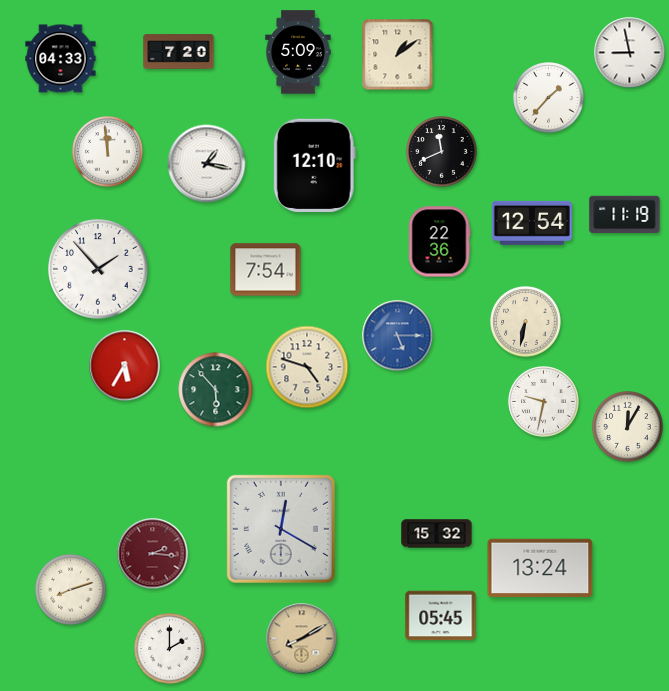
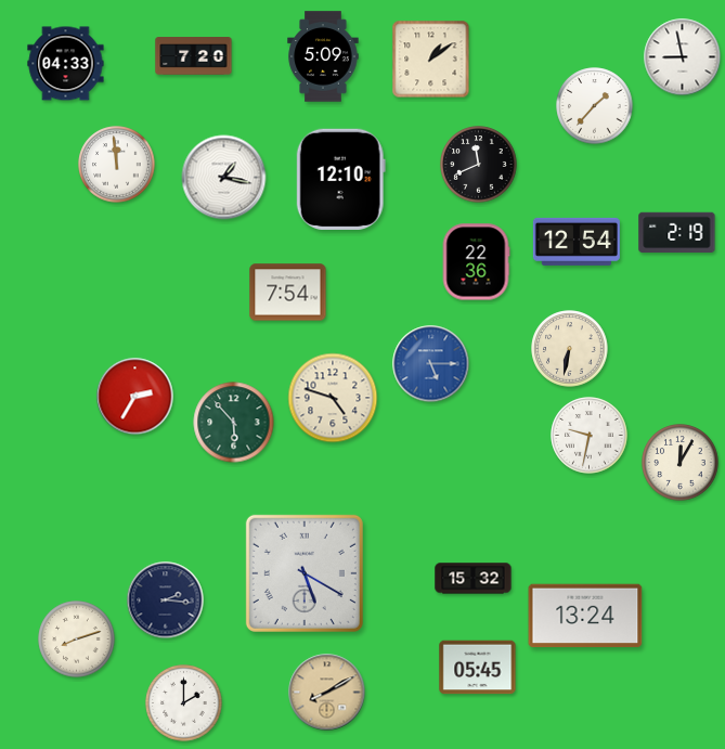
clock at (625, 215): 11:19 -> 2:19
clock at (98, 269): 1:53 -> none
clock at (125, 366): 5:35 -> 2:35
clock at (281, 529): 12:20 -> 5:20
clock at (153, 554) dial: burgundy -> navy
